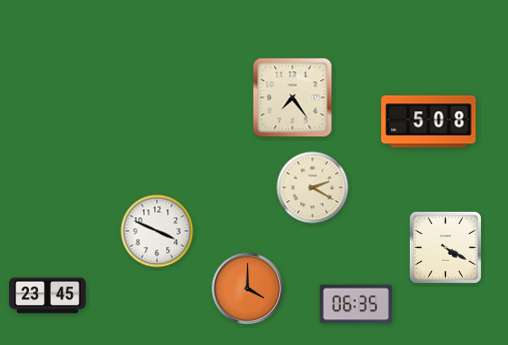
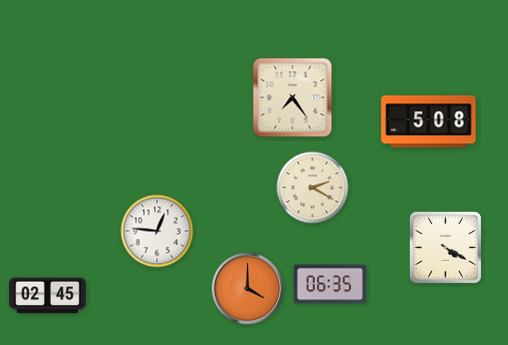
clock at (157, 231): 3:49 -> 12:46
clock at (48, 296): 23:45 -> 02:45
clock at (356, 304) position: (356, 304) -> (330, 284)
